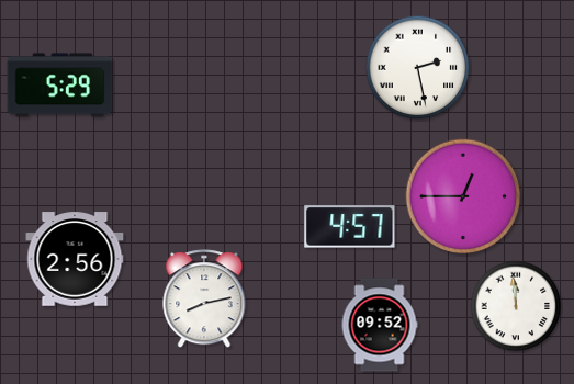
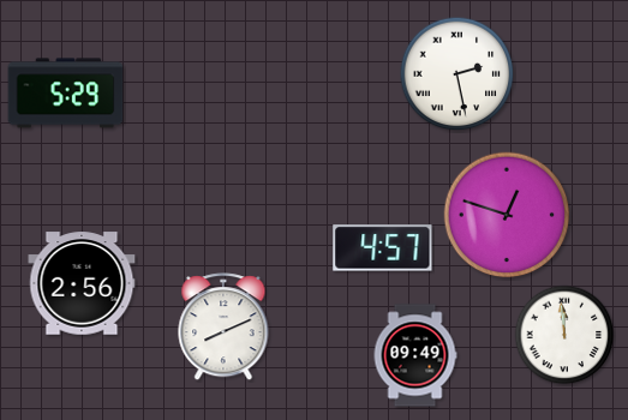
clock at (463, 196): 12:45 -> 12:48
clock at (204, 300): 8:13 -> 8:11
clock at (380, 325): 09:52 -> 09:49
